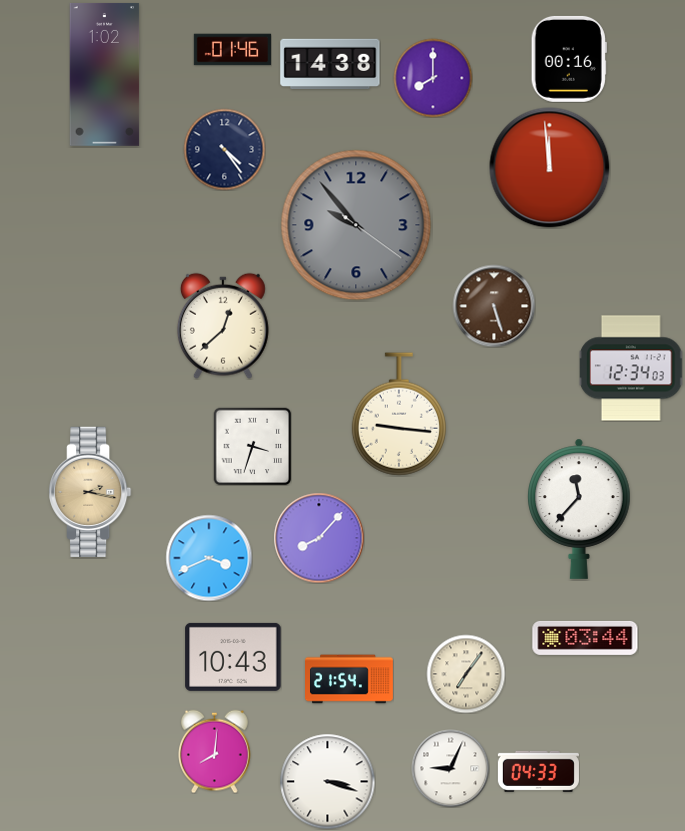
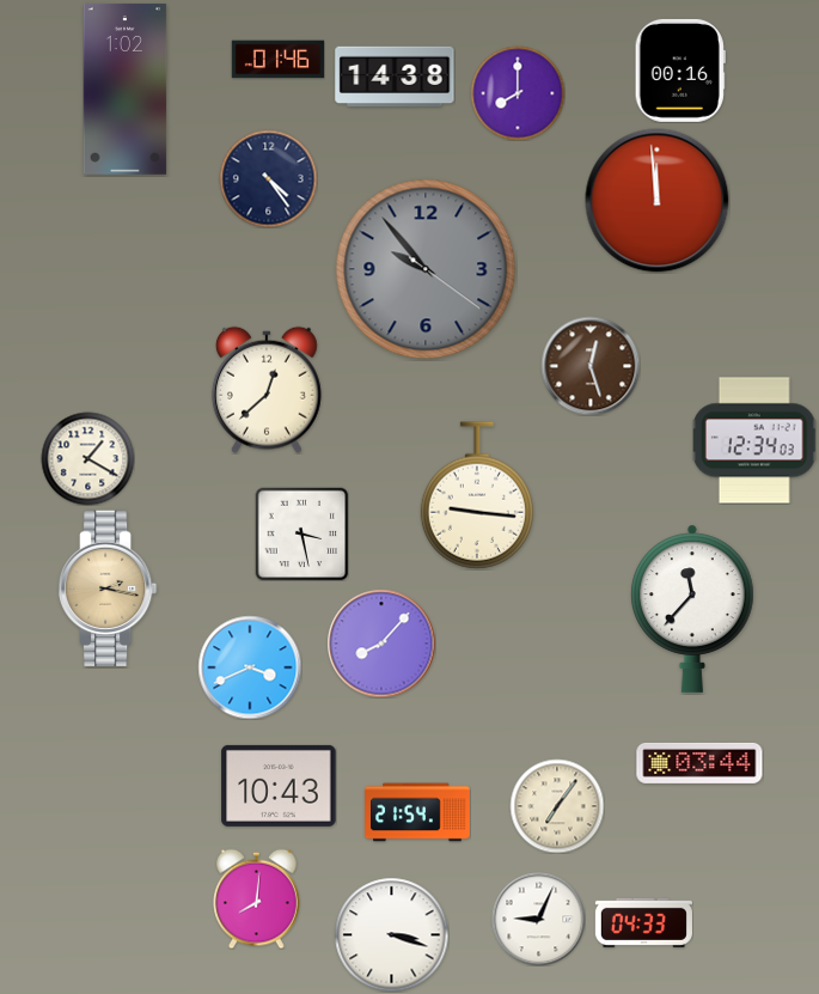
clock at (494, 306): 5:27 -> 12:27
clock at (87, 458): none -> 1:20
clock at (252, 446): 3:33 -> 3:28
